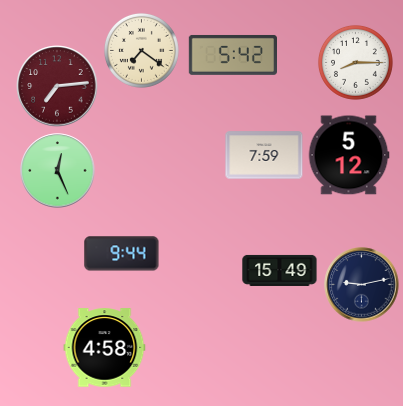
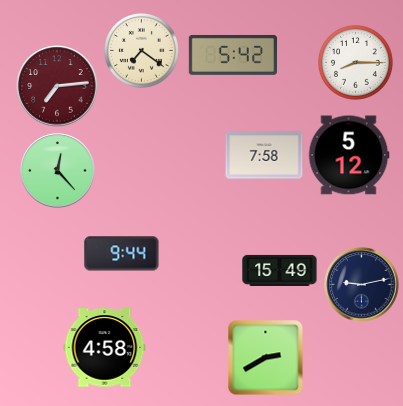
clock at (264, 155): 7:59 -> 7:58
clock at (58, 171): 12:26 -> 12:23
clock at (266, 358): none -> 2:40
